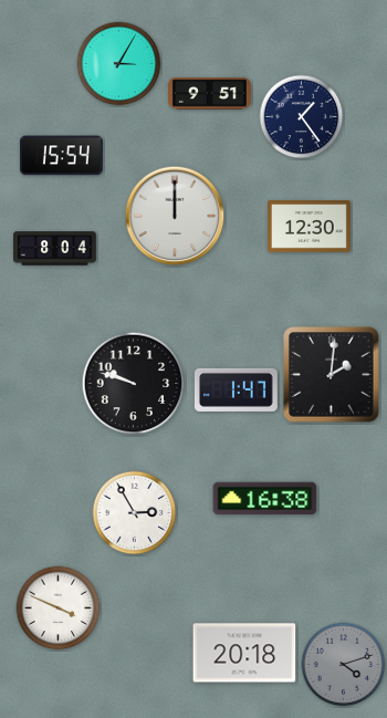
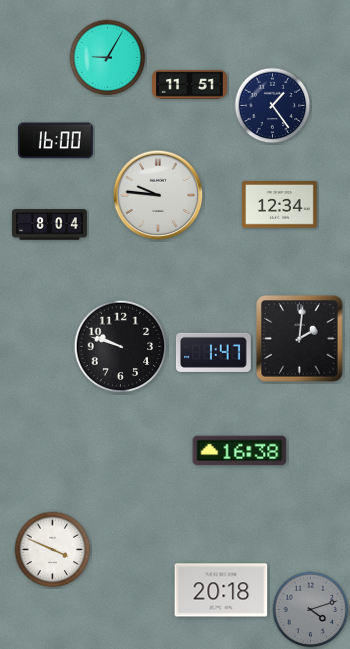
clock at (119, 64): 3:05 -> 9:05
clock at (210, 94): 9:51 -> 11:51
clock at (62, 156): 15:54 -> 16:00
clock at (175, 216): 12:00 -> 9:46
clock at (310, 227): 12:30 -> 12:34
clock at (135, 513): 2:55 -> none
clock at (344, 665) position: (344, 665) -> (311, 610)
